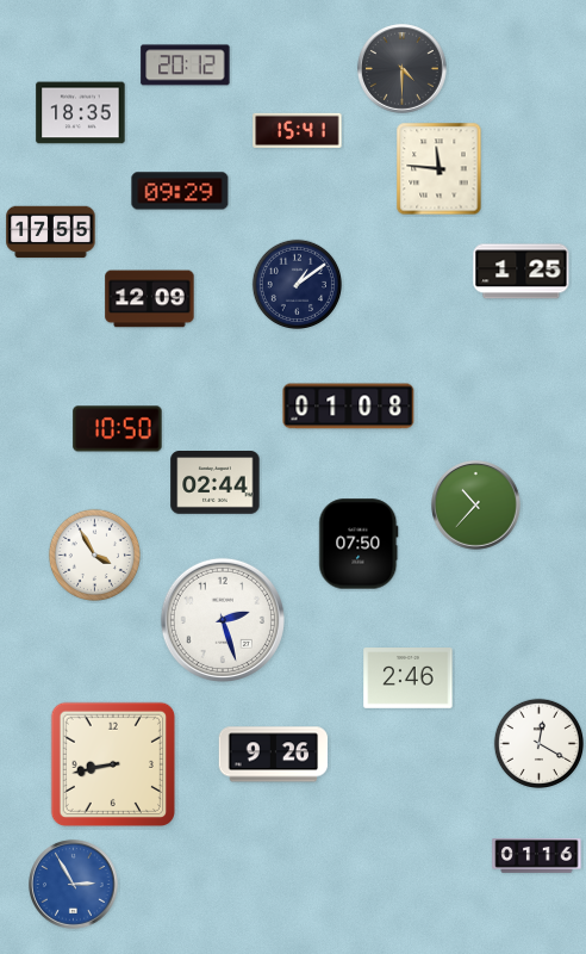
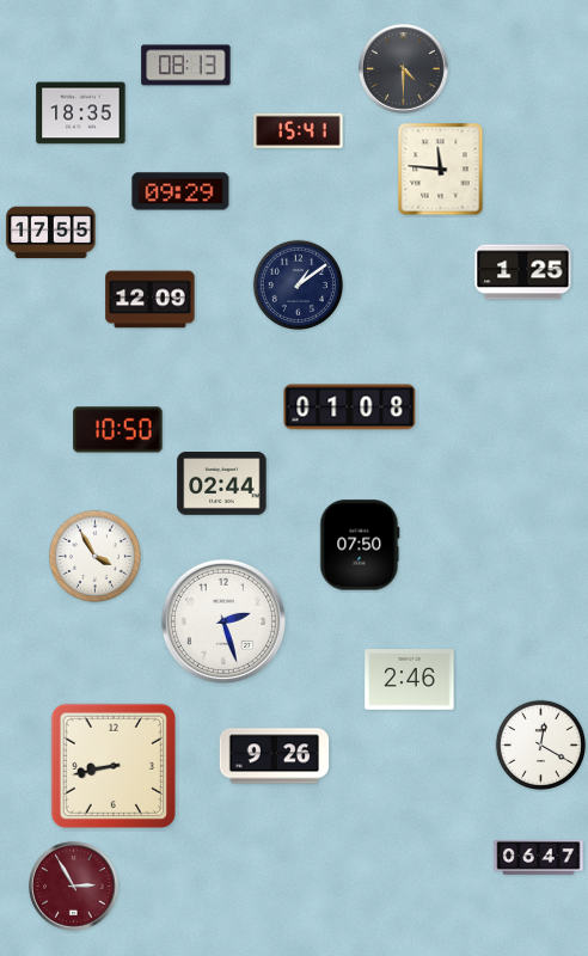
clock at (186, 66): 20:12 -> 08:13
clock at (216, 483) position: (216, 483) -> (222, 484)
clock at (476, 506): 10:37 -> none
clock at (537, 856): 01:16 -> 06:47
clock at (74, 885) dial: blue -> burgundy
